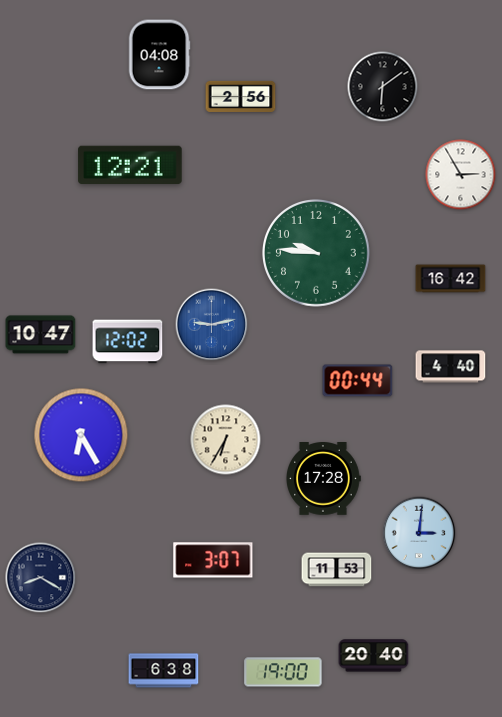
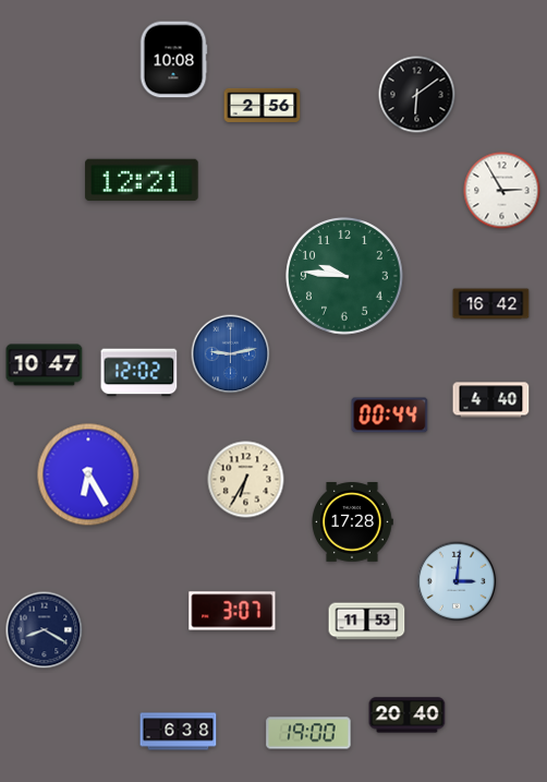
clock at (159, 55): 04:08 -> 10:08
